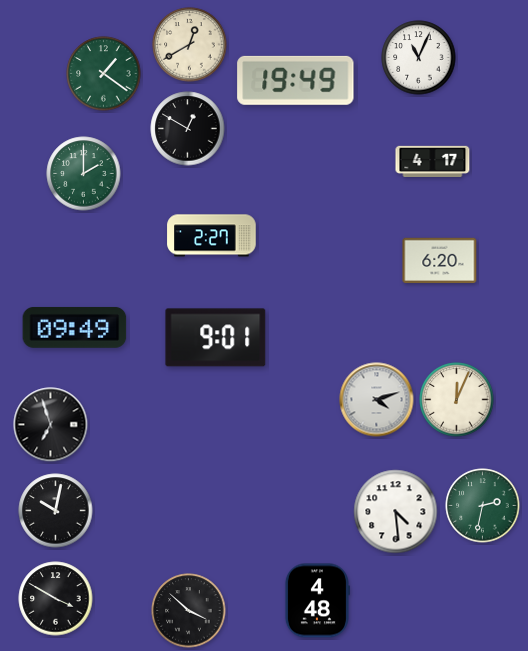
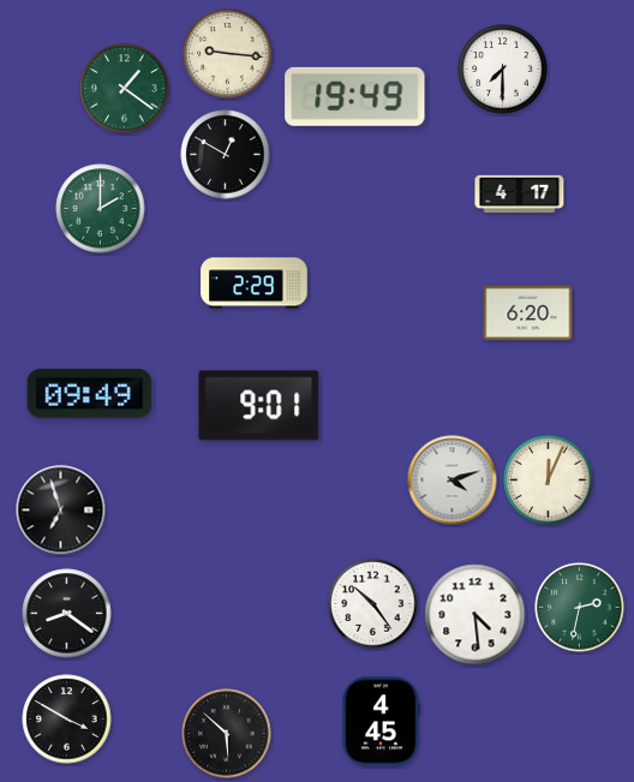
clock at (190, 45): 12:40 -> 9:16
clock at (419, 58): 11:04 -> 7:30
clock at (212, 236): 2:27 -> 2:29
clock at (373, 604): none -> 10:24
clock at (56, 511): 10:02 -> 8:21
clock at (317, 601): 4:48 -> 4:45
clock at (189, 611): 3:52 -> 5:52
